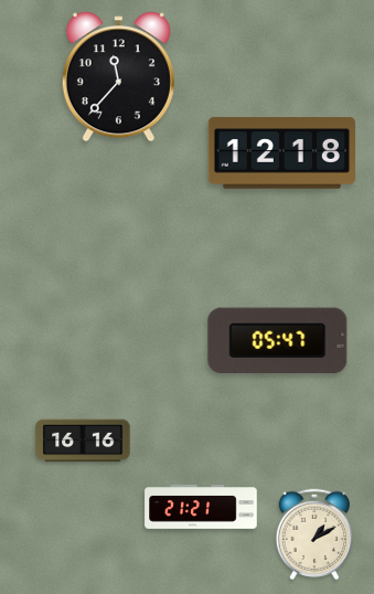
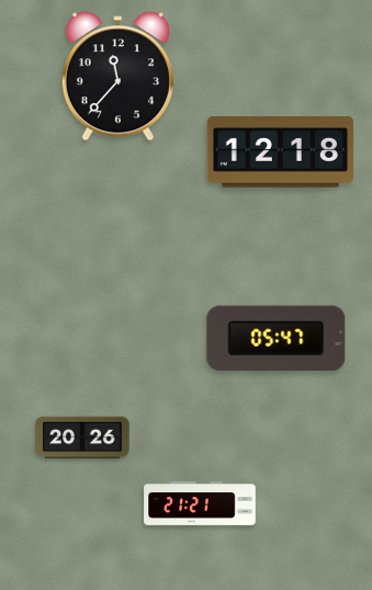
clock at (83, 441): 16:16 -> 20:26
clock at (313, 533): 1:10 -> none
